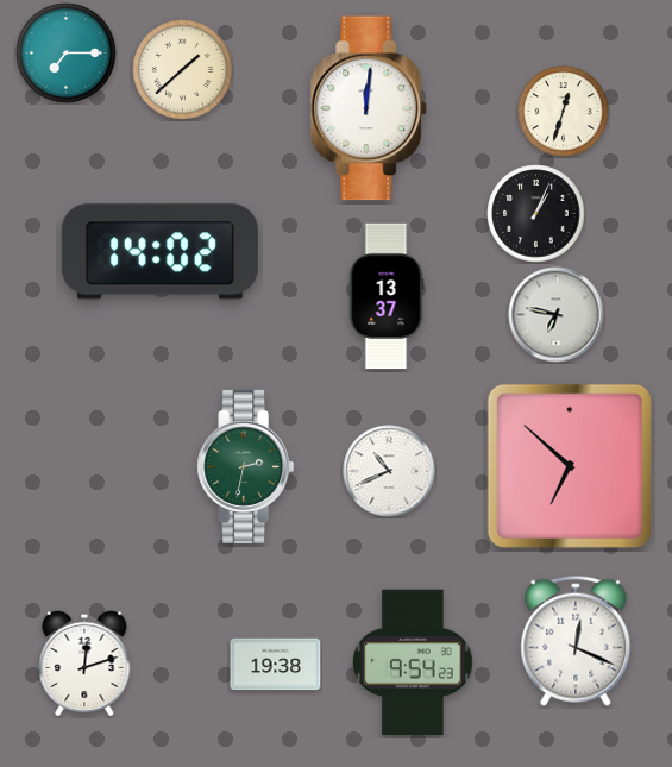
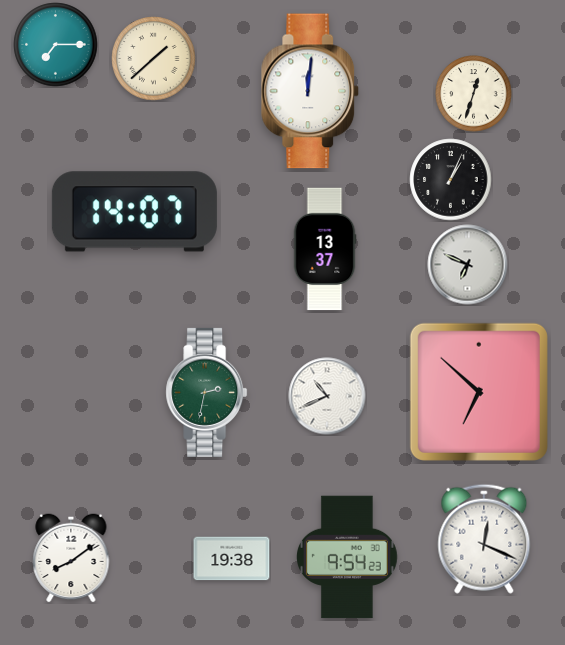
clock at (159, 252): 14:02 -> 14:07
clock at (557, 315): 6:47 -> 6:49
clock at (84, 664): 12:12 -> 8:09
